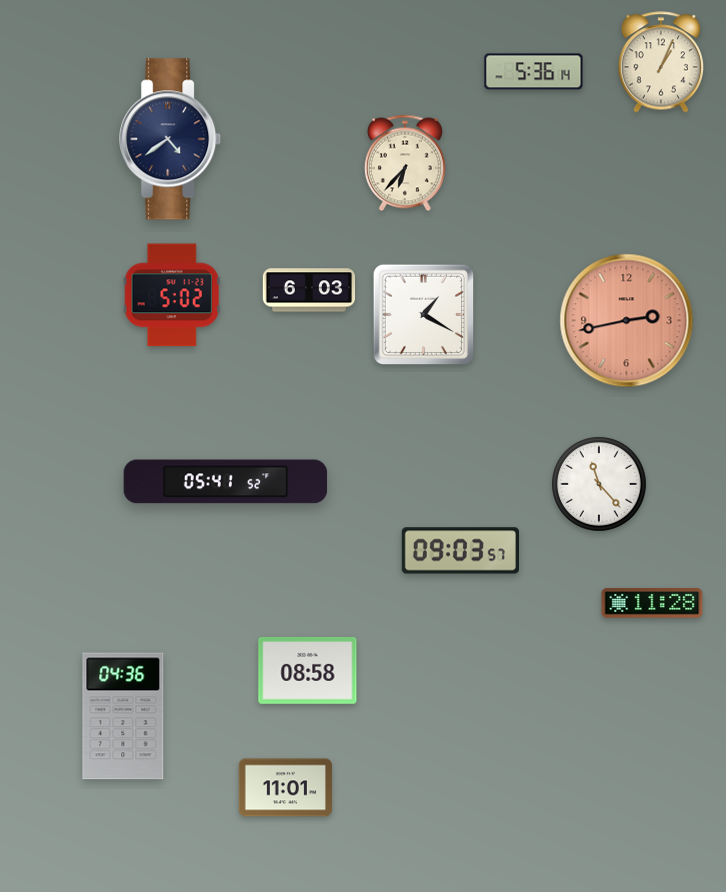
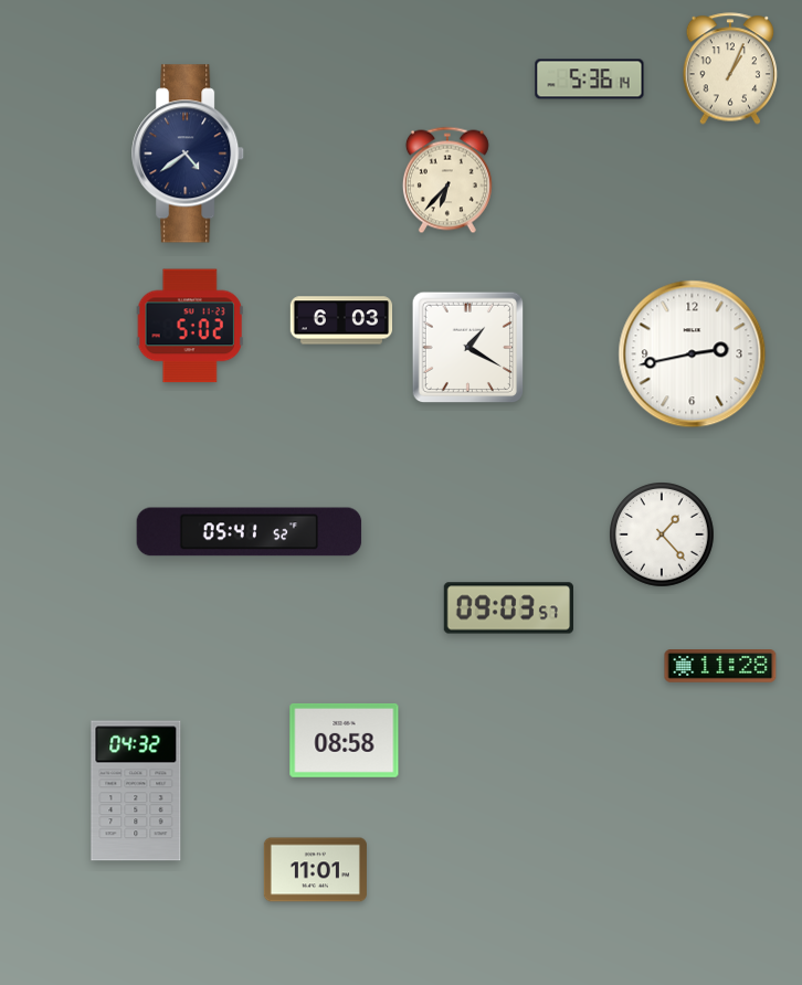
clock at (627, 321) dial: salmon -> white
clock at (600, 485): 11:23 -> 1:23
clock at (308, 670) position: (308, 670) -> (345, 740)
clock at (123, 716): 04:36 -> 04:32
